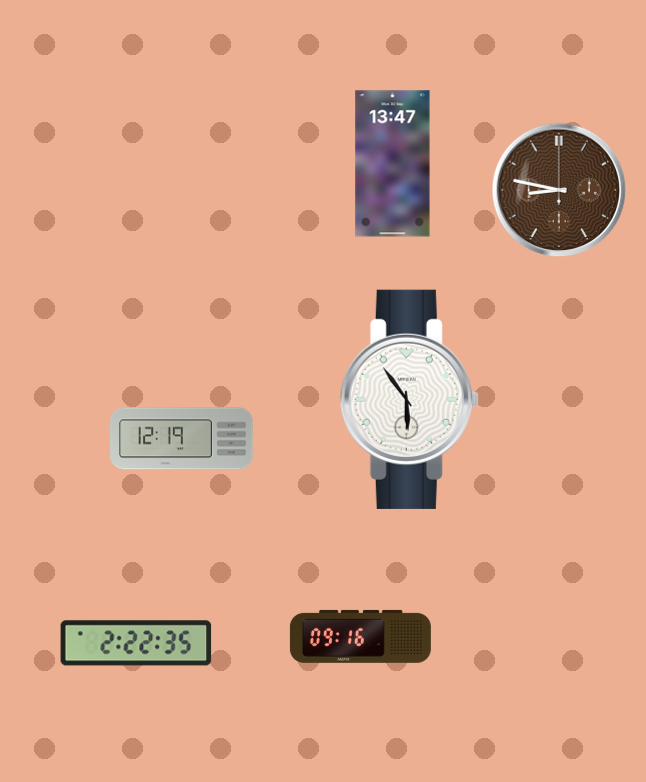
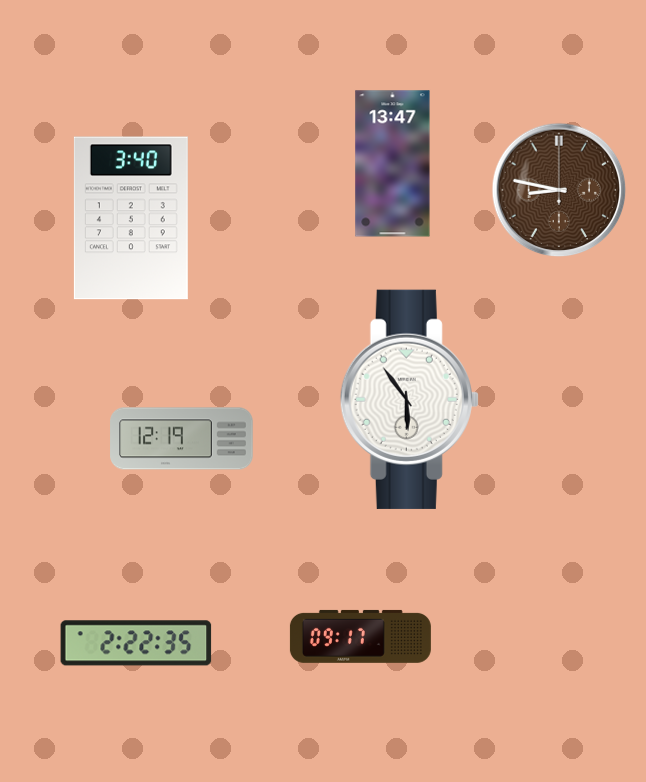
clock at (131, 218): none -> 3:40
clock at (360, 636): 09:16 -> 09:17
